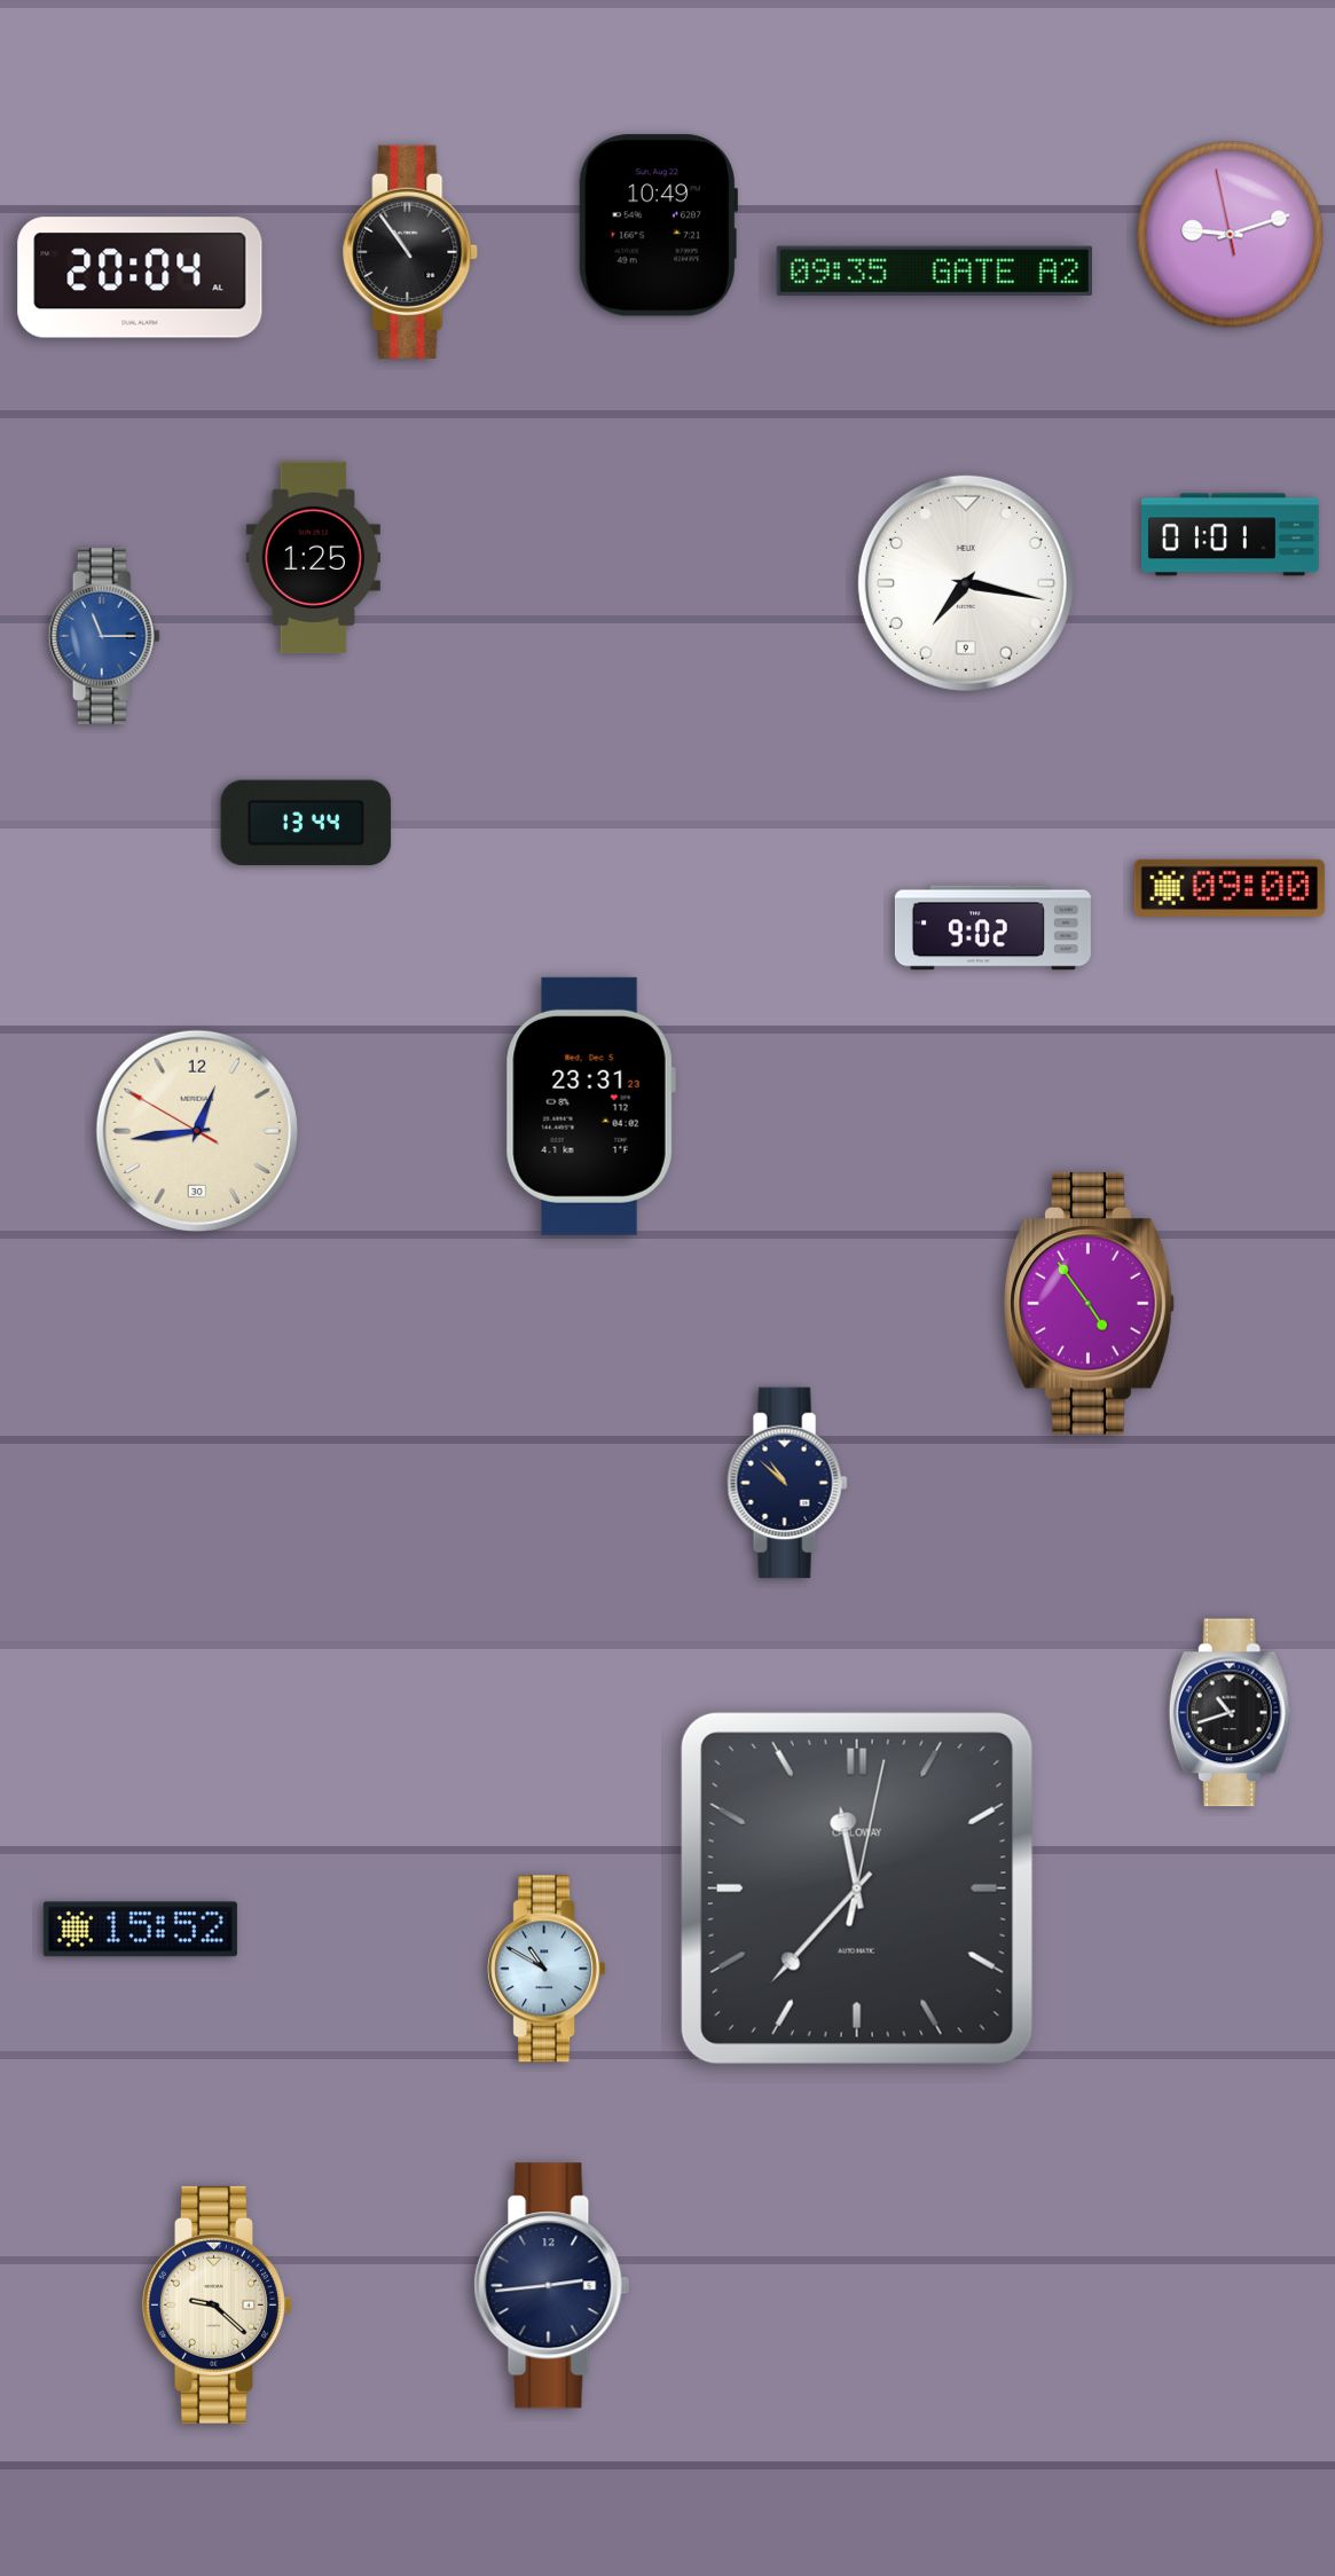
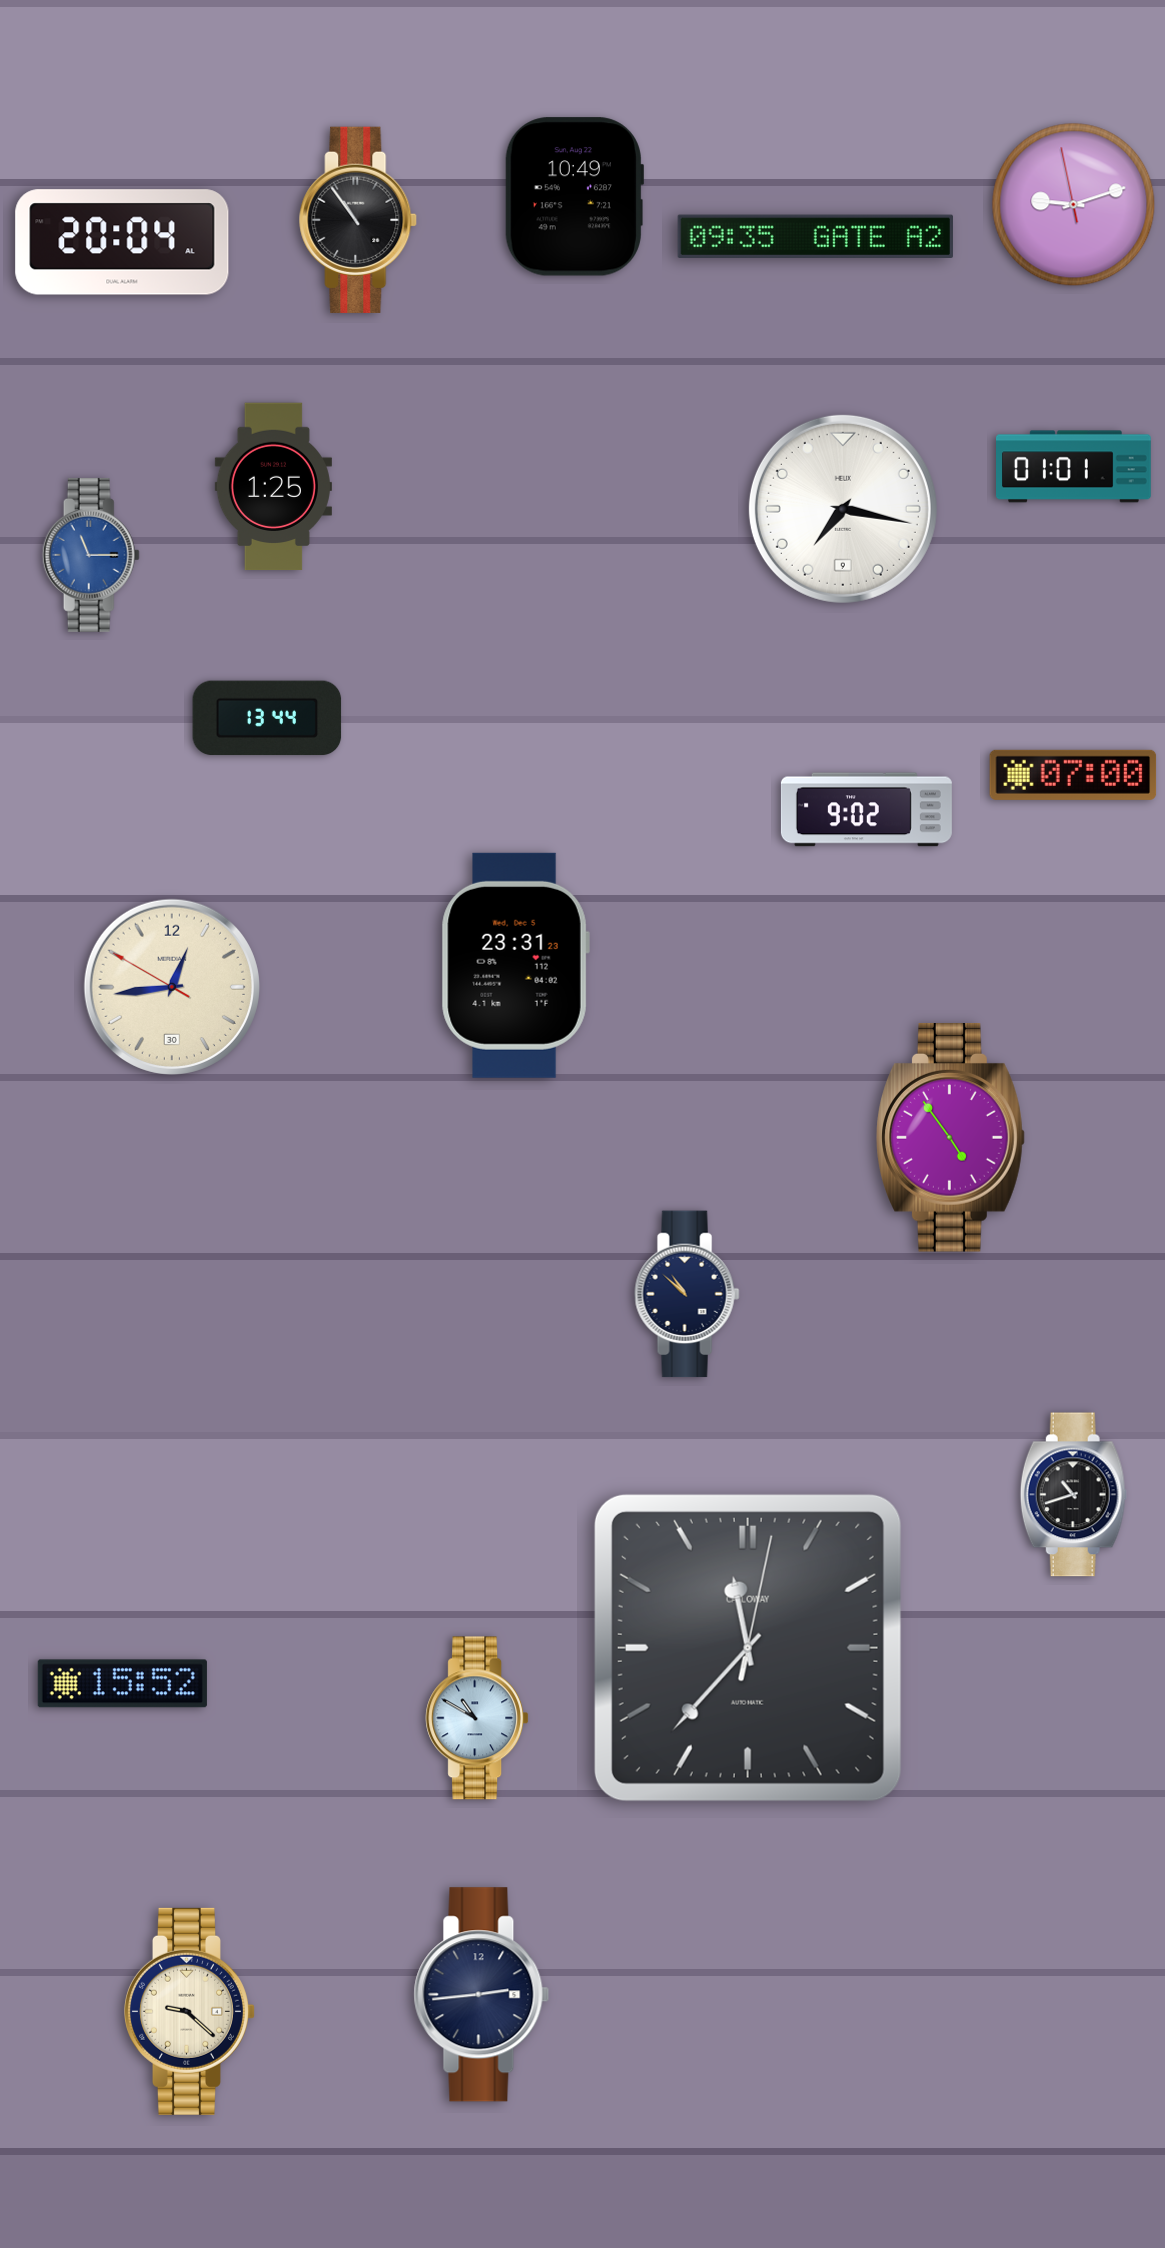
clock at (1230, 888): 09:00 -> 07:00
